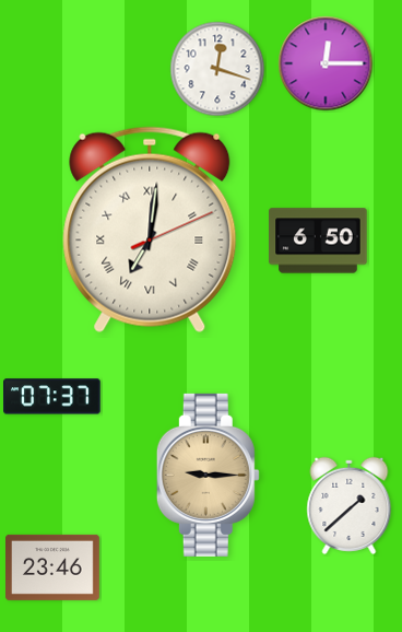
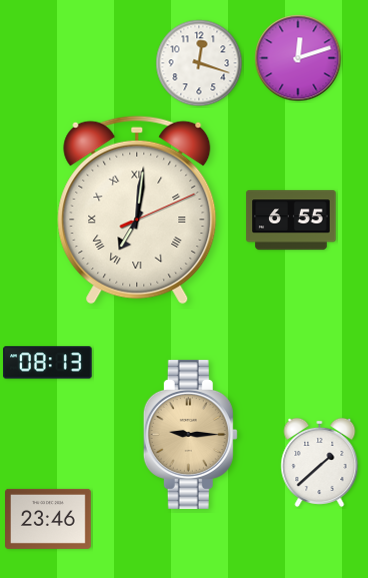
clock at (326, 63): 12:15 -> 12:12
clock at (318, 241): 6:50 -> 6:55
clock at (52, 397): 07:37 -> 08:13
